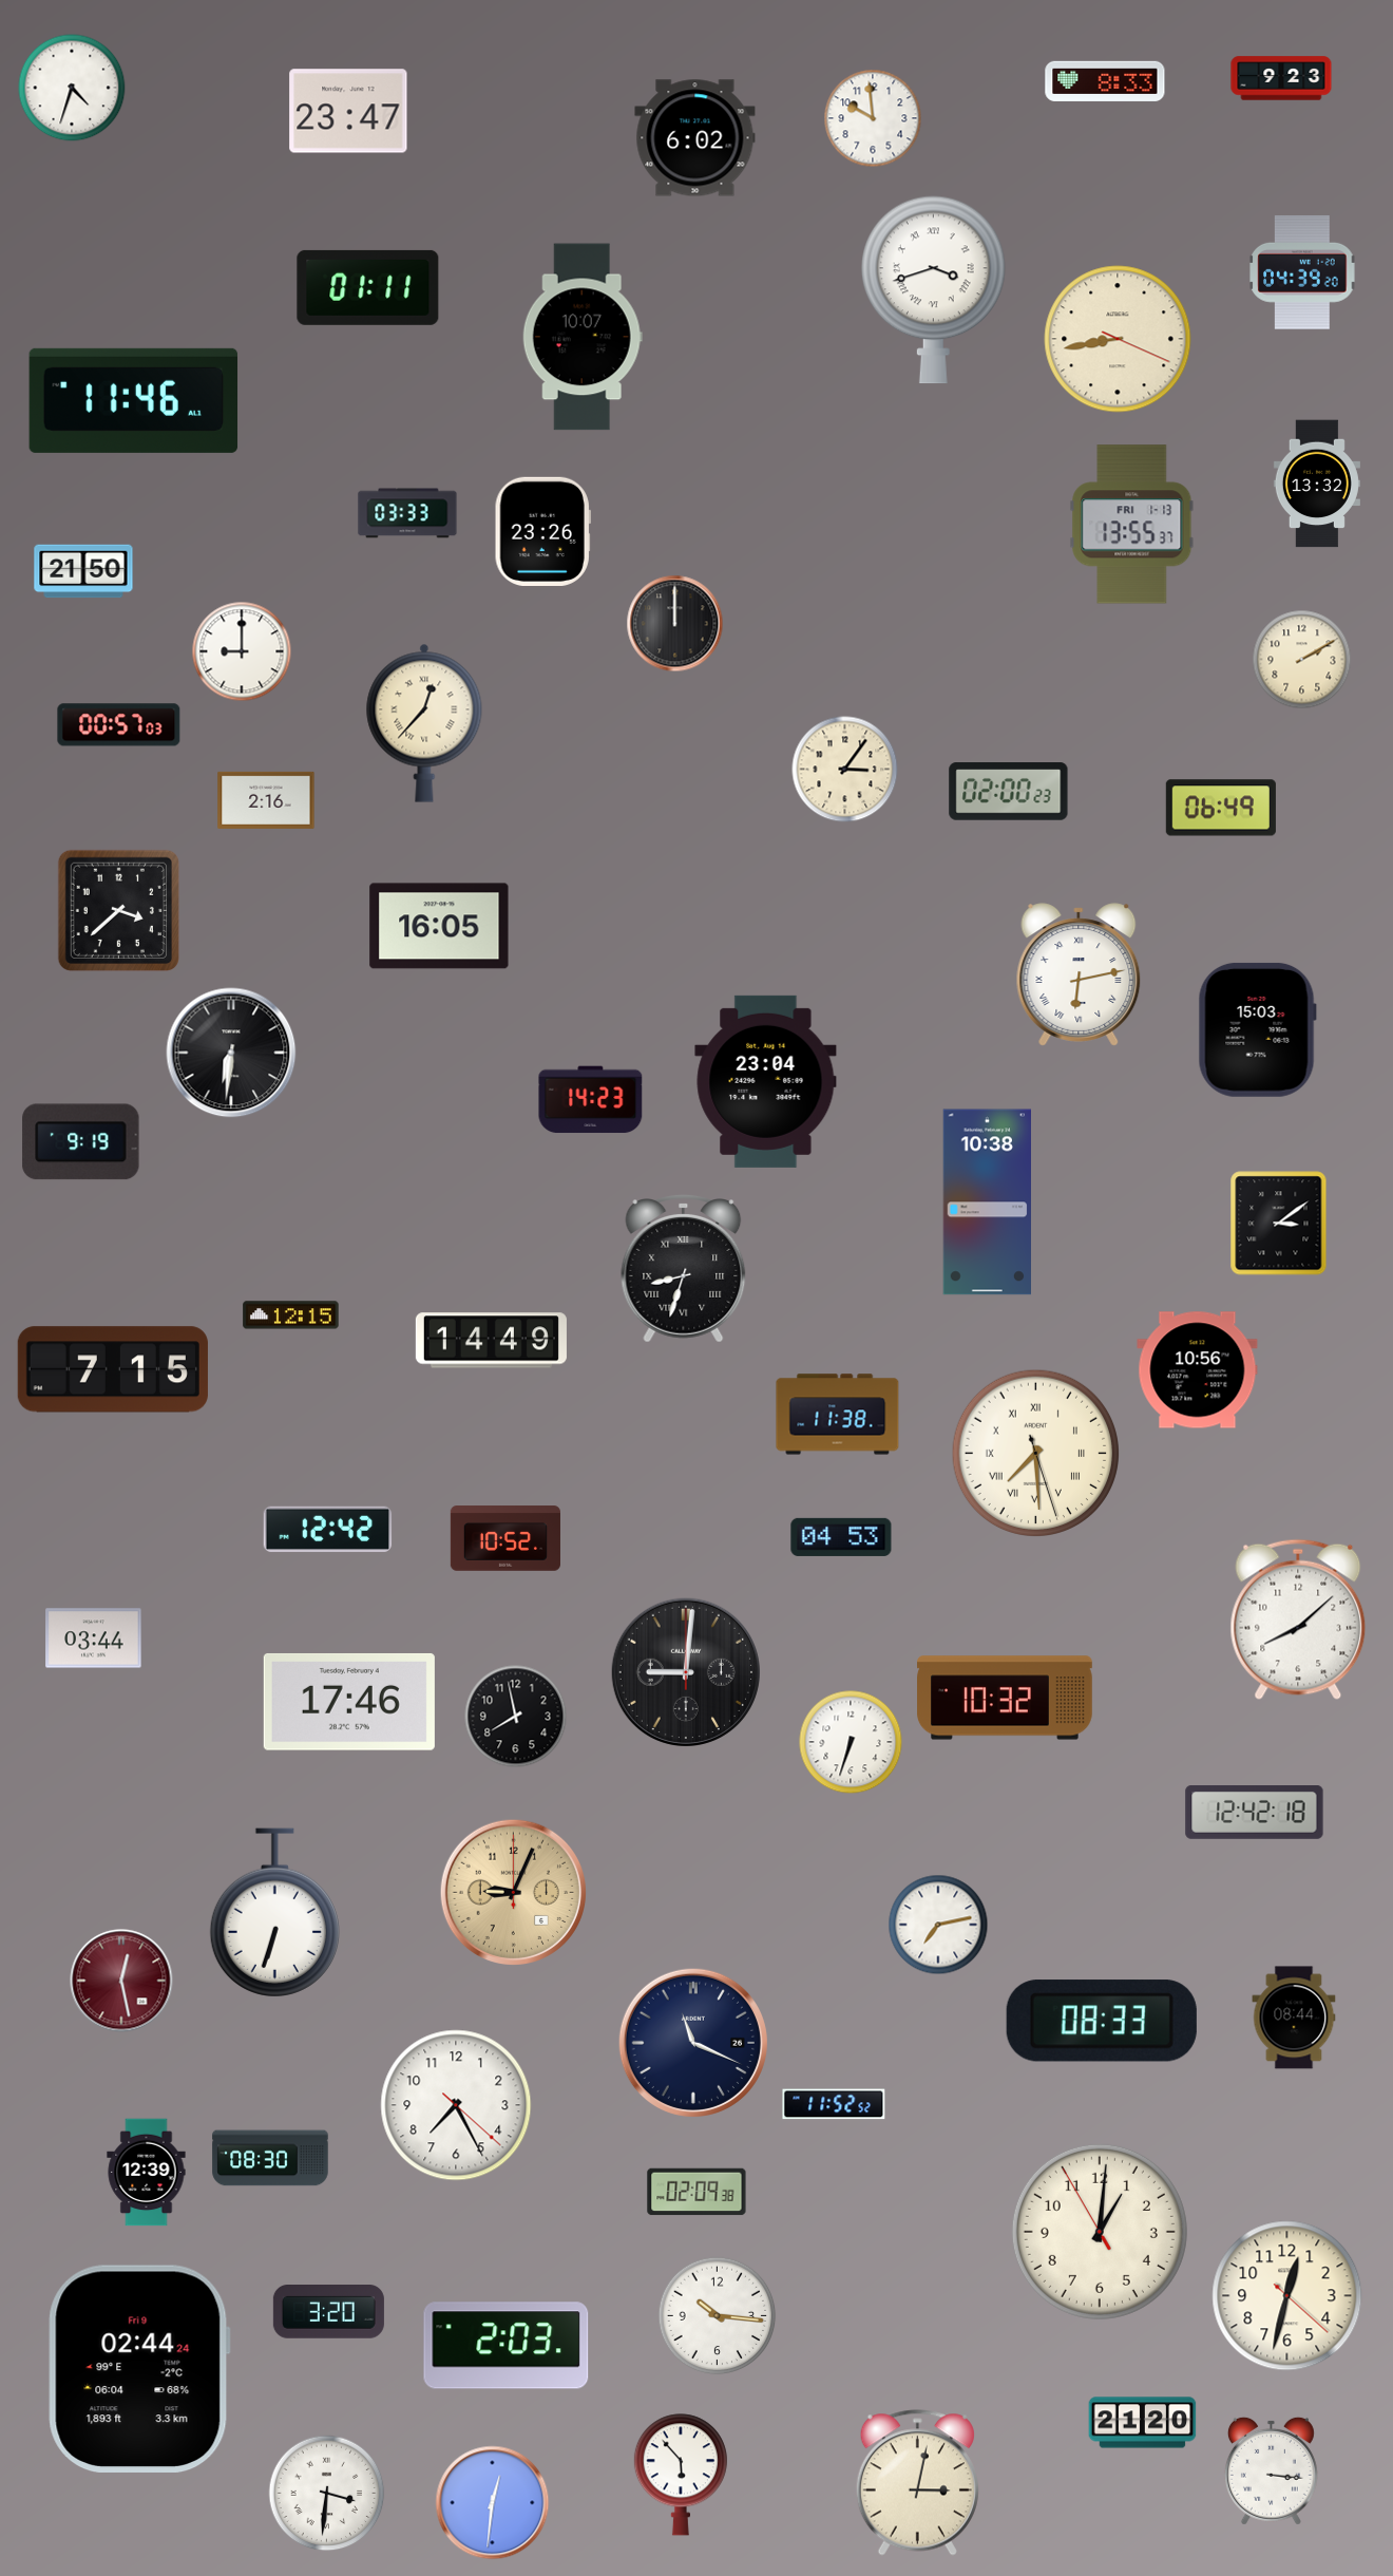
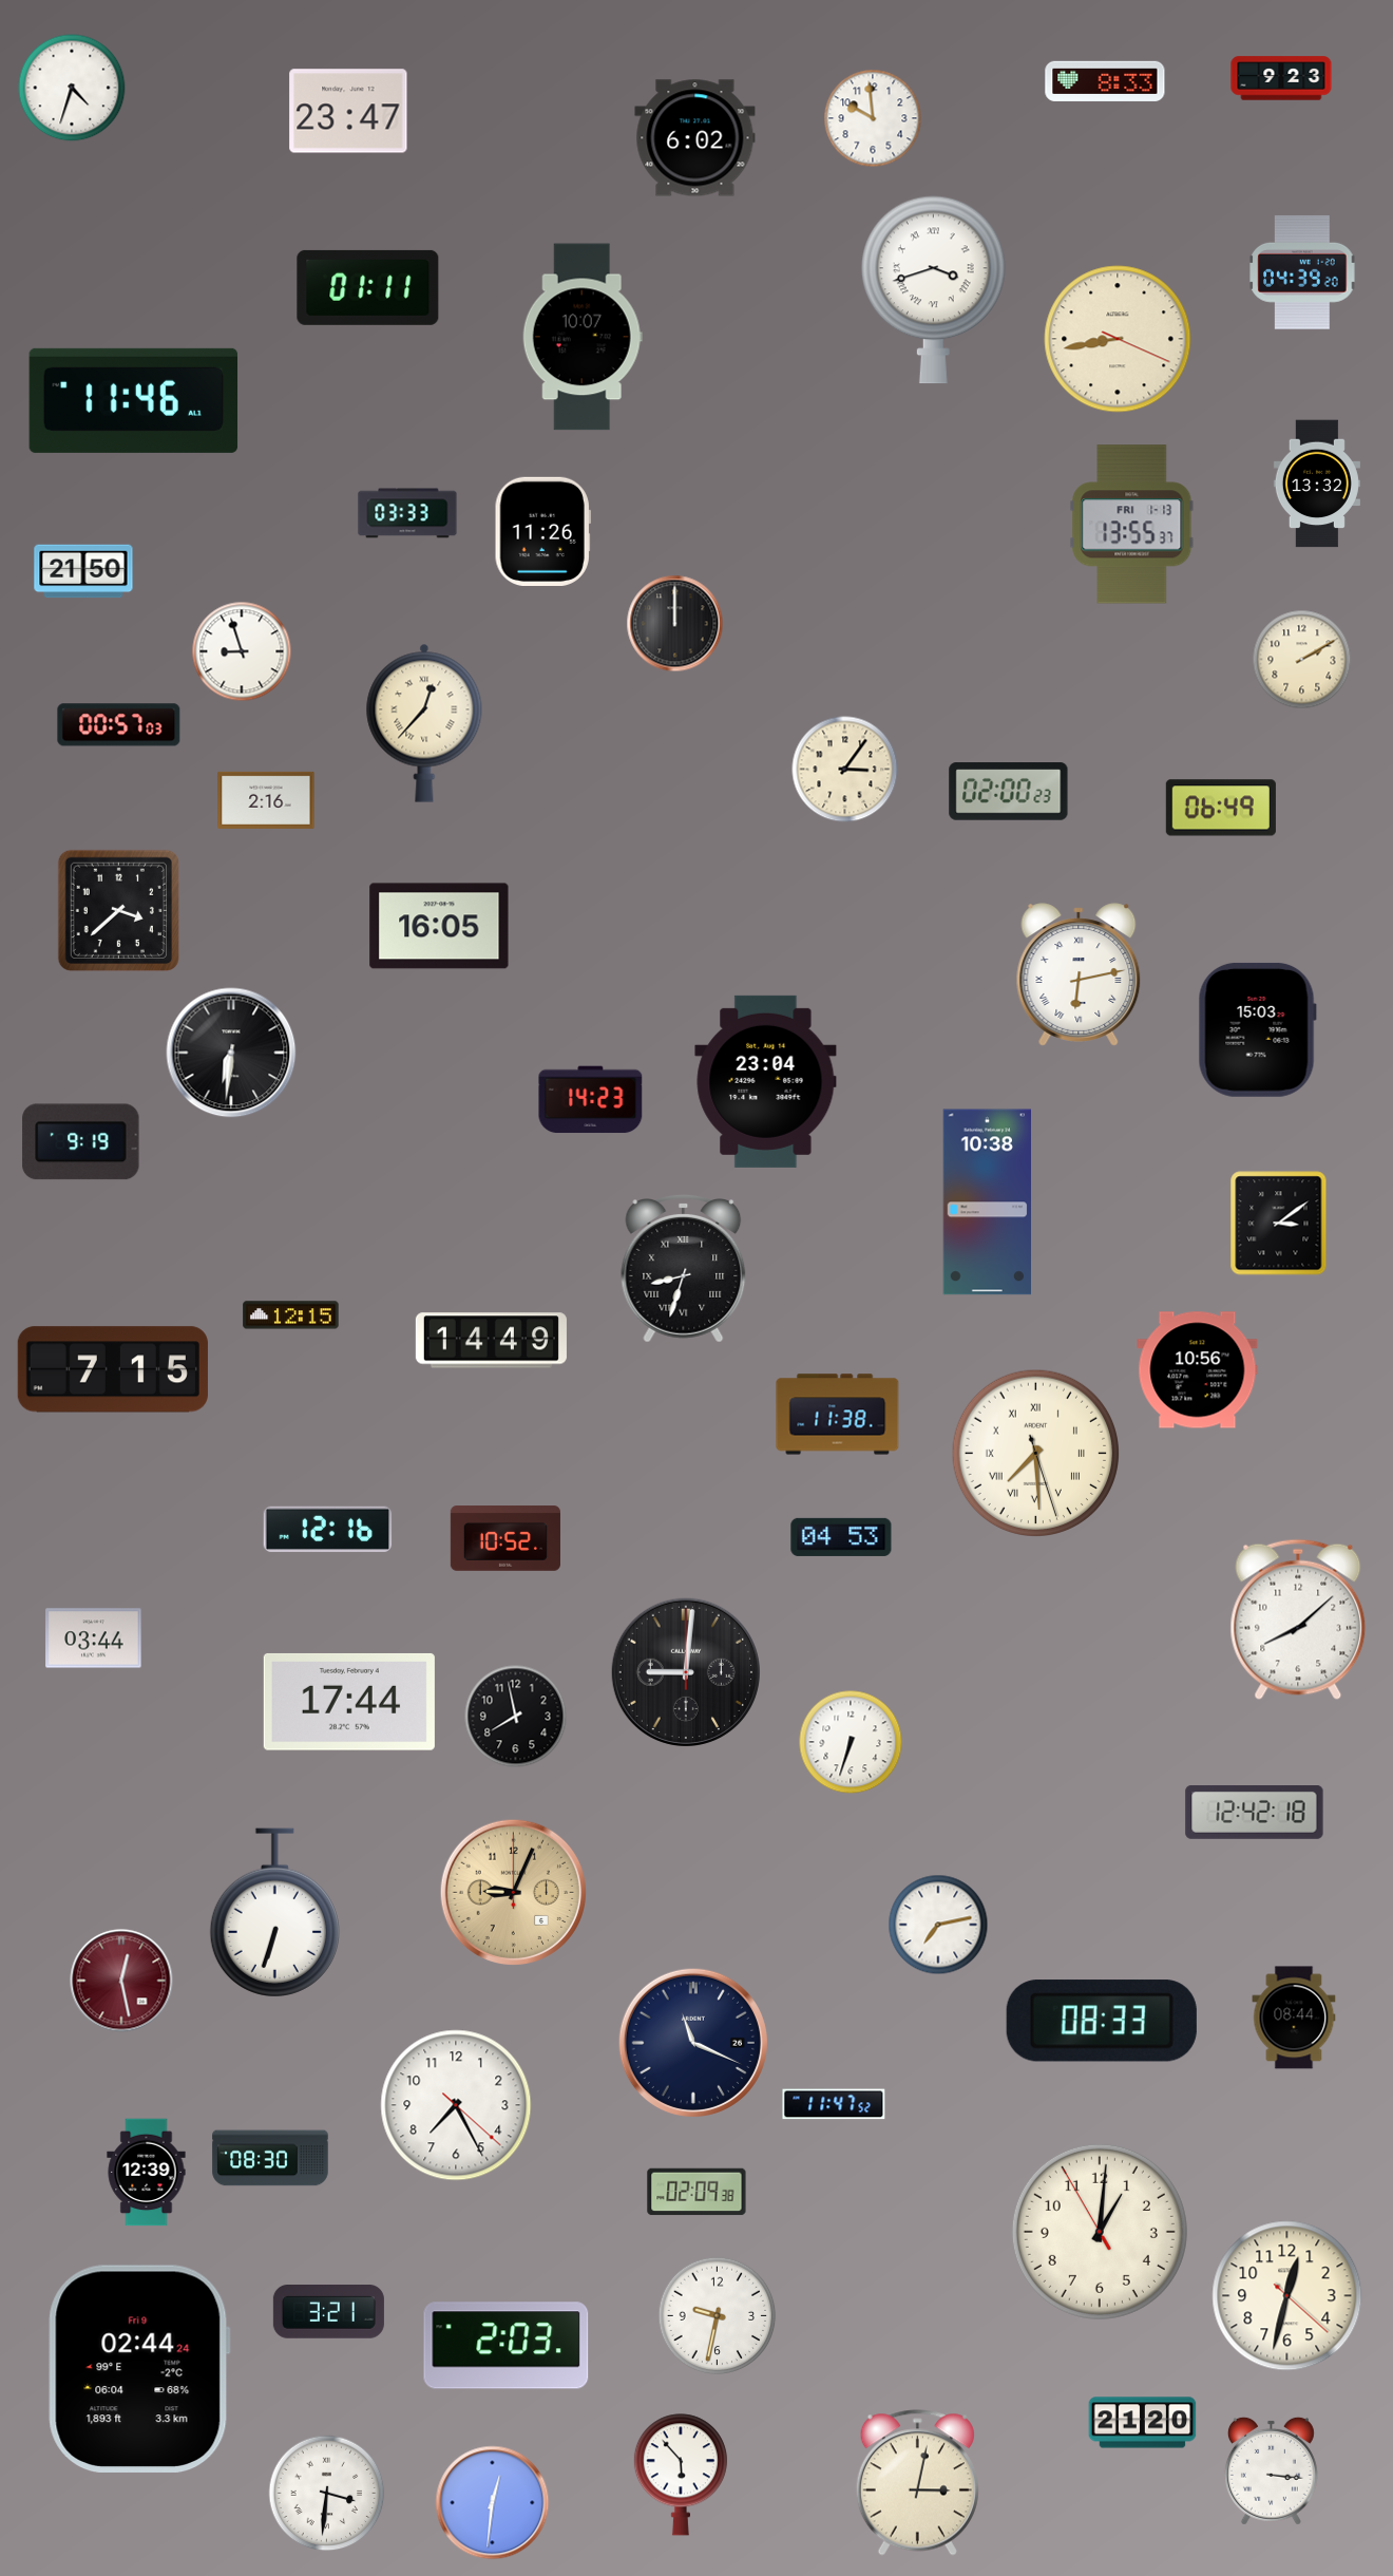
clock at (542, 531): 23:26 -> 11:26
clock at (242, 651): 9:00 -> 8:57
clock at (328, 1530): 12:42 -> 12:16
clock at (1006, 1698): 10:32 -> none
clock at (349, 1702): 17:46 -> 17:44
clock at (834, 2104): 11:52 -> 11:47
clock at (328, 2312): 3:20 -> 3:21
clock at (718, 2316): 10:16 -> 9:32
